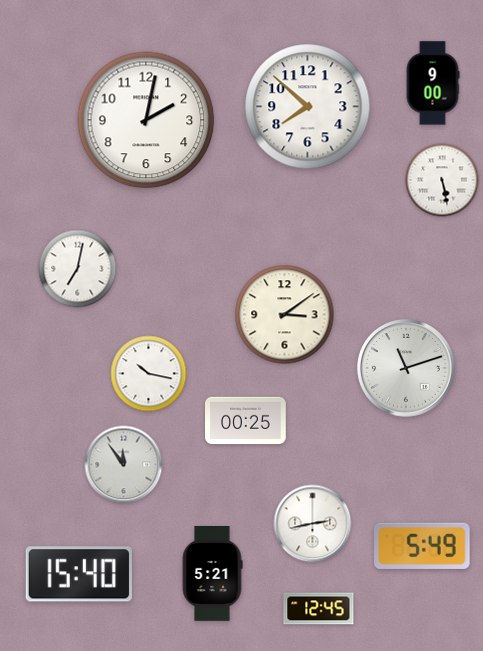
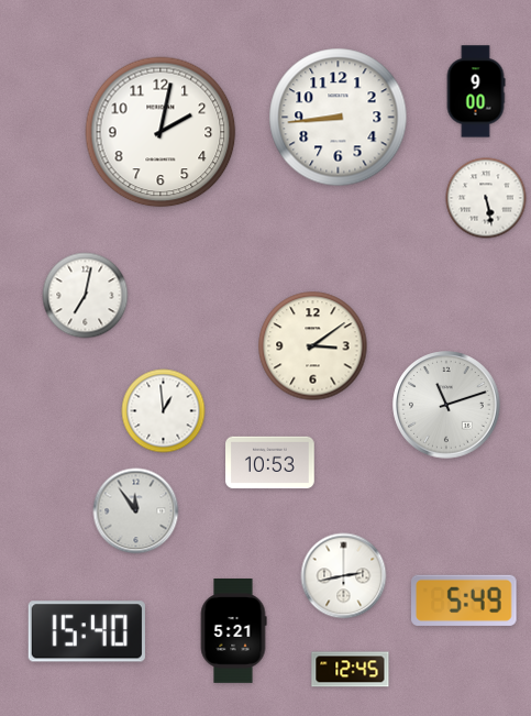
clock at (308, 107): 7:52 -> 8:44
clock at (149, 374): 10:17 -> 12:59
clock at (246, 421): 00:25 -> 10:53
